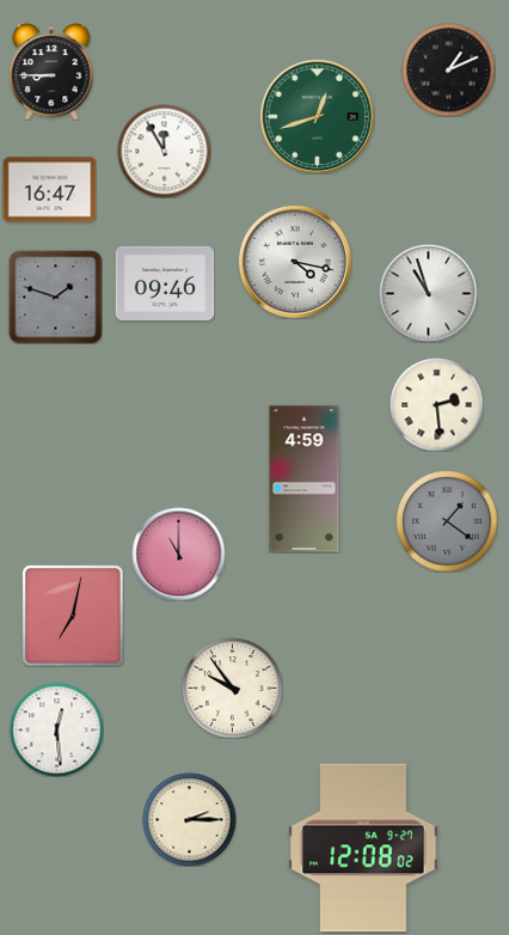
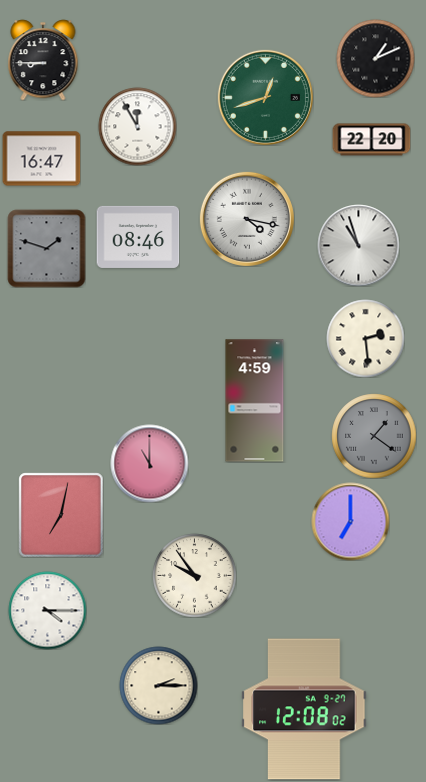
clock at (371, 140): none -> 22:20
clock at (165, 283): 09:46 -> 08:46
clock at (350, 521): none -> 7:00
clock at (56, 729): 12:29 -> 4:15
